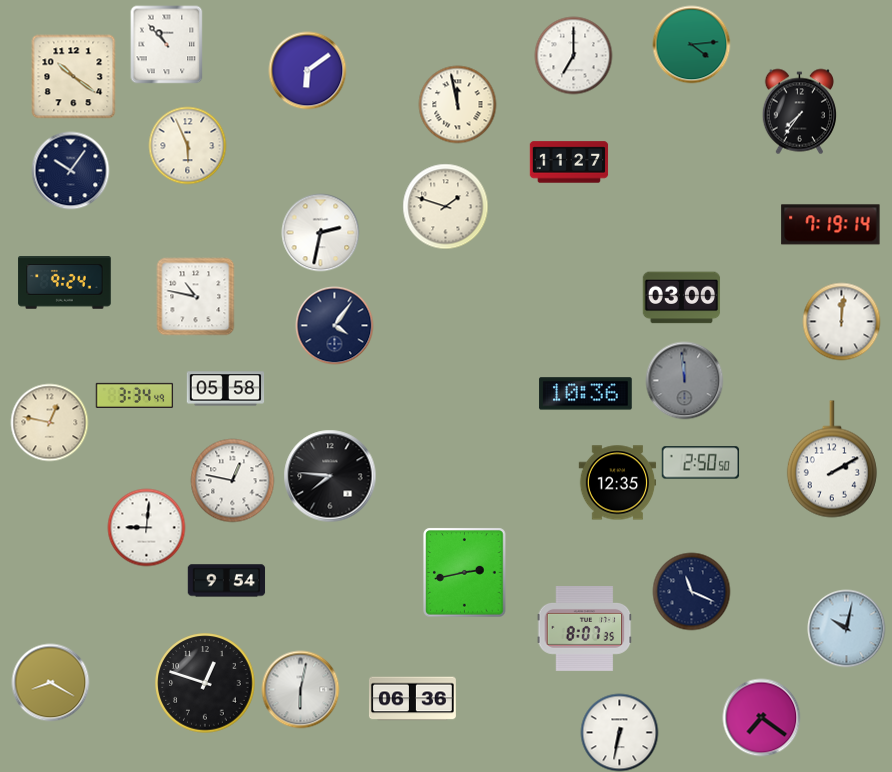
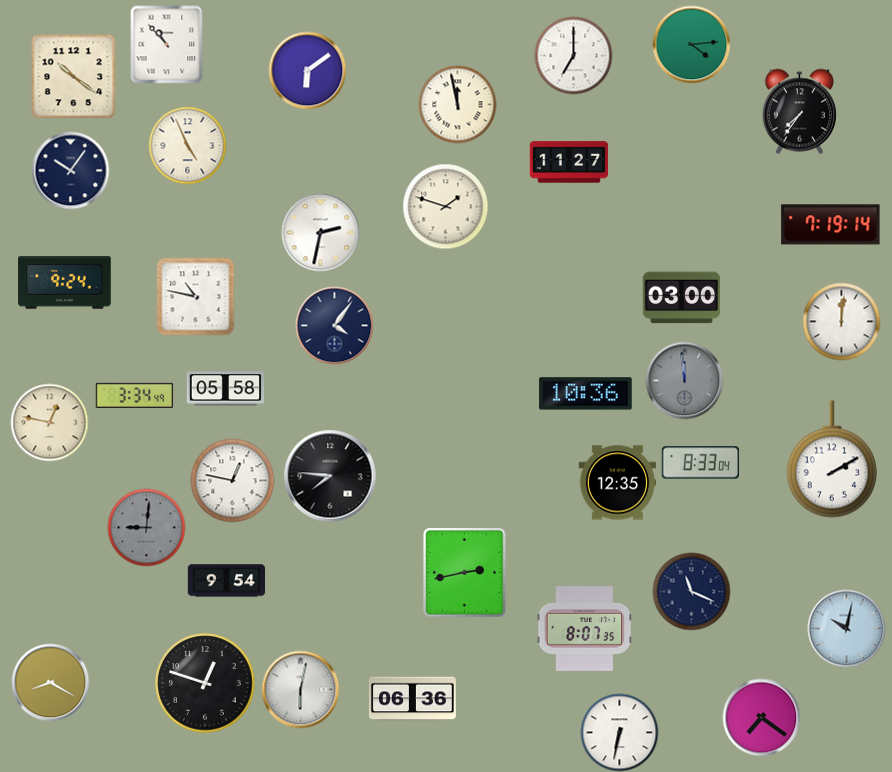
clock at (187, 145): 5:56 -> 4:56
clock at (700, 463): 2:50 -> 8:33
clock at (146, 527) dial: white -> grey
